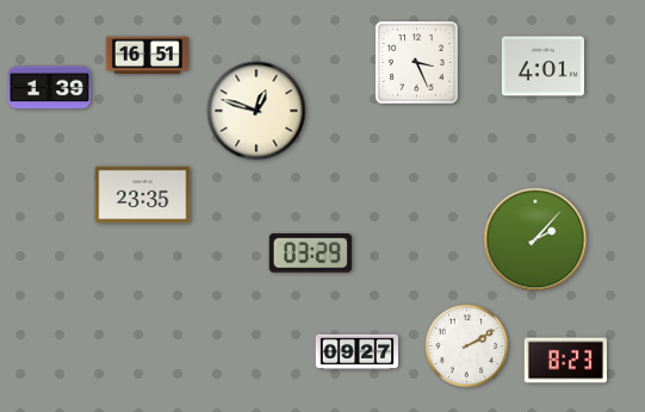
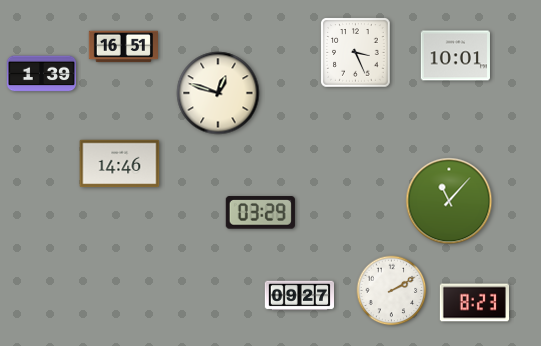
clock at (417, 63) position: (417, 63) -> (356, 53)
clock at (542, 67): 4:01 -> 10:01
clock at (256, 111) position: (256, 111) -> (218, 93)
clock at (143, 195): 23:35 -> 14:46
clock at (535, 239): 2:07 -> 11:07
